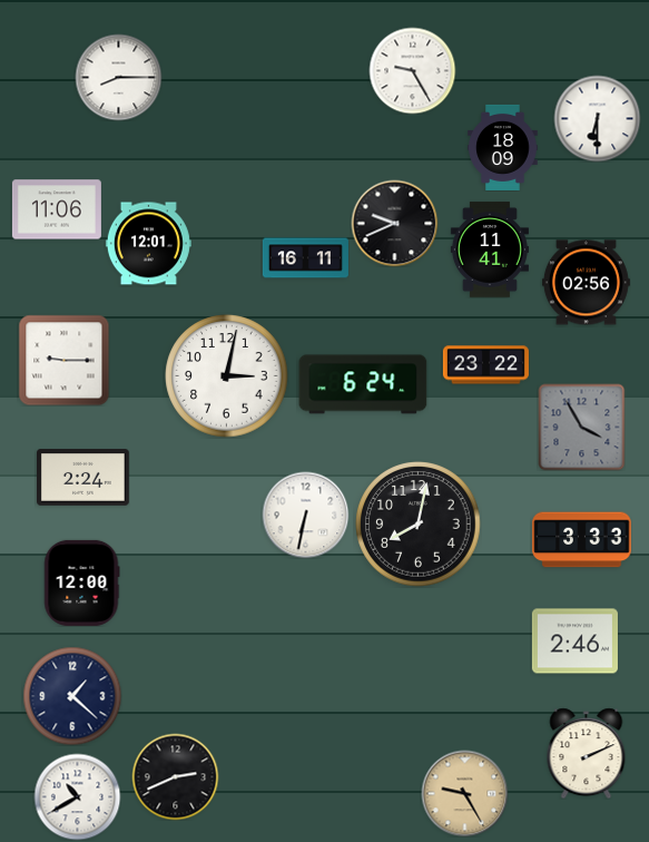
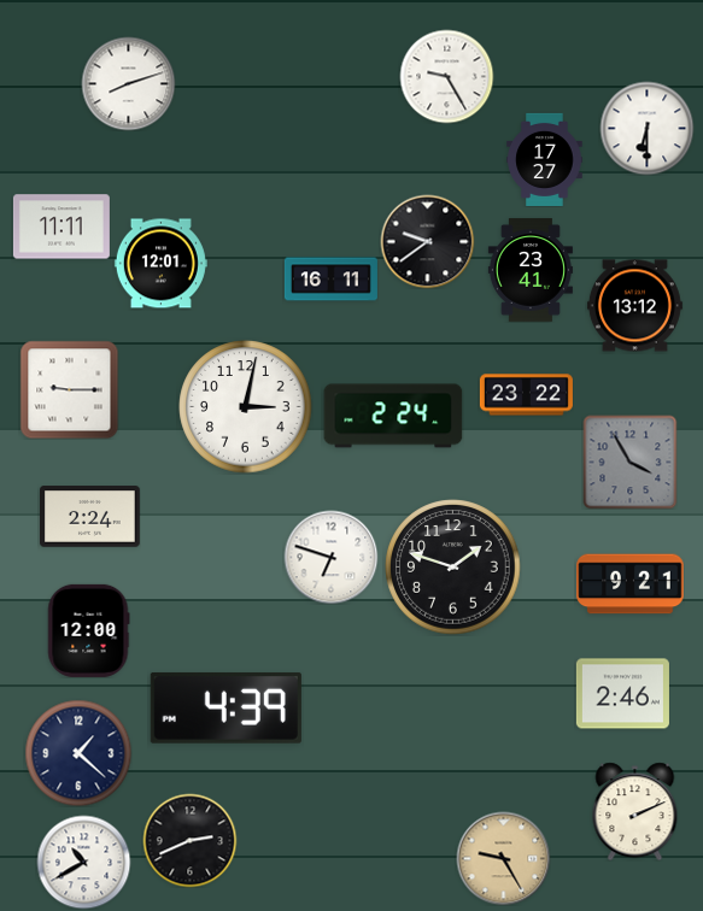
clock at (118, 77): 8:15 -> 8:12
clock at (503, 147): 18:09 -> 17:27
clock at (57, 209): 11:06 -> 11:11
clock at (394, 223): 9:41 -> 9:39
clock at (490, 249): 11:41 -> 23:41
clock at (586, 283): 02:56 -> 13:12
clock at (363, 384): 6:24 -> 2:24
clock at (305, 515): 6:32 -> 6:48
clock at (419, 525): 8:02 -> 1:48
clock at (582, 540): 3:33 -> 9:21
clock at (225, 707): none -> 4:39
clock at (587, 753) position: (587, 753) -> (635, 811)
